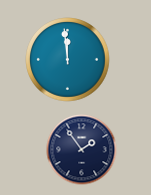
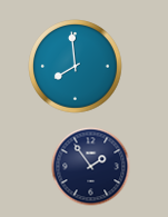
clock at (68, 60): 11:59 -> 7:59
